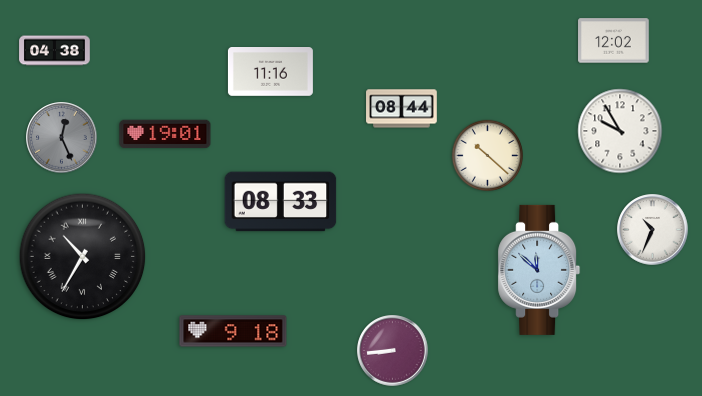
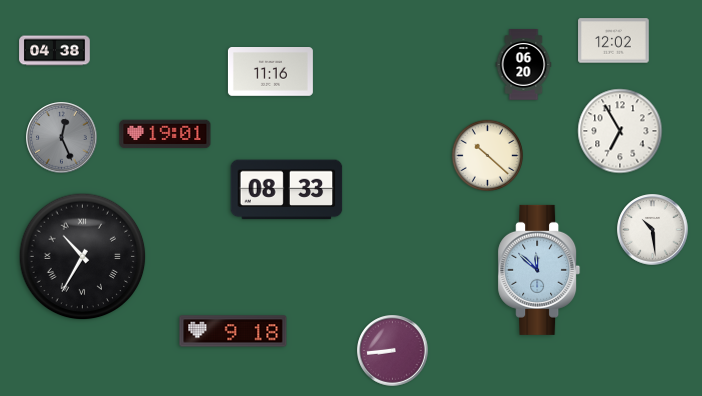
clock at (524, 65): none -> 06:20
clock at (402, 109): 08:44 -> none
clock at (620, 131): 9:55 -> 6:55
clock at (281, 202) position: (281, 202) -> (287, 190)
clock at (653, 230): 10:34 -> 10:29
